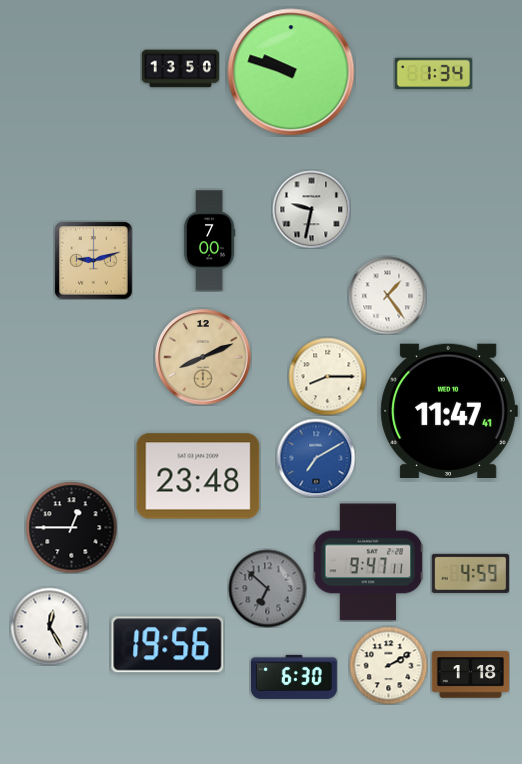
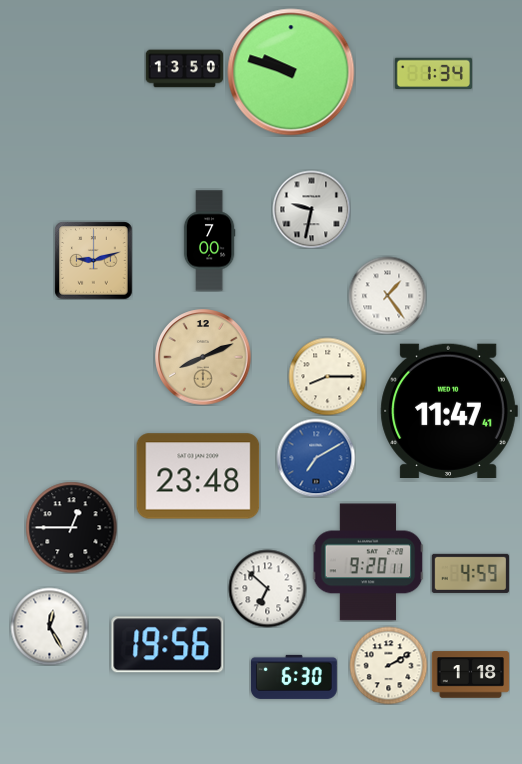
clock at (180, 69) position: (180, 69) -> (184, 69)
clock at (368, 562): 9:47 -> 9:20
clock at (267, 588) dial: grey -> white
